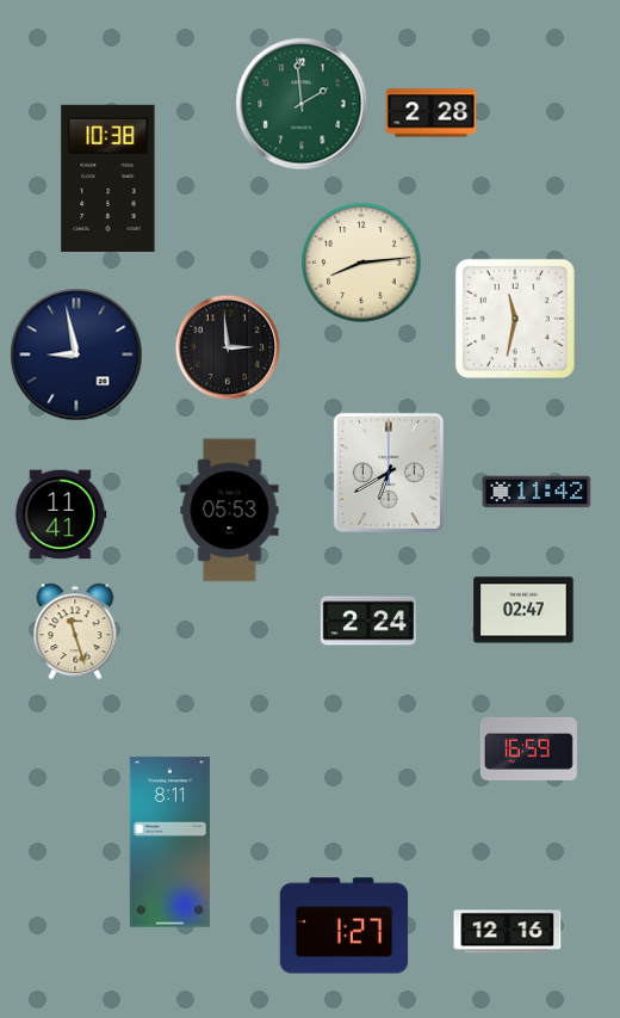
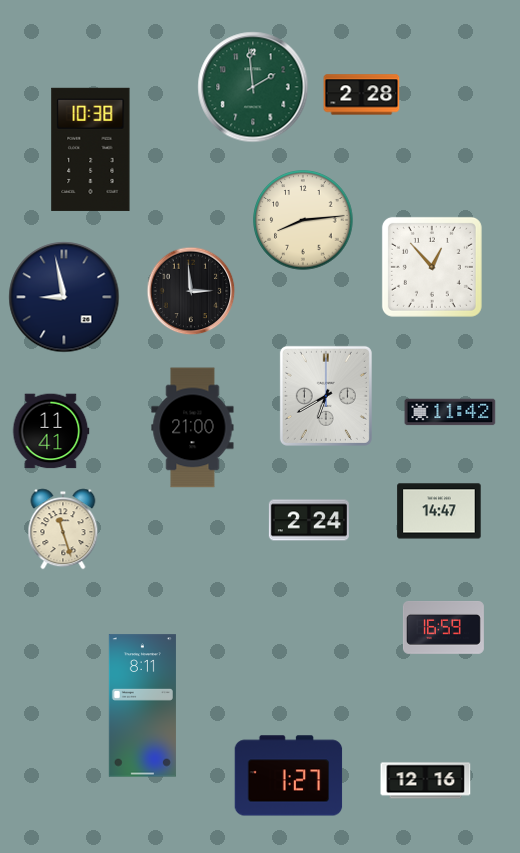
clock at (515, 319): 11:32 -> 12:53
clock at (230, 511): 05:53 -> 21:00
clock at (523, 610): 02:47 -> 14:47
